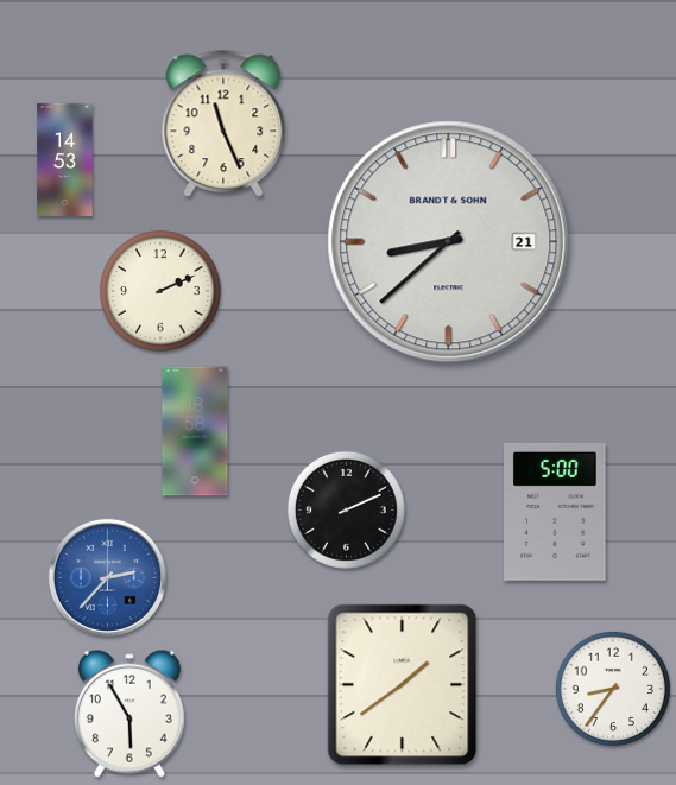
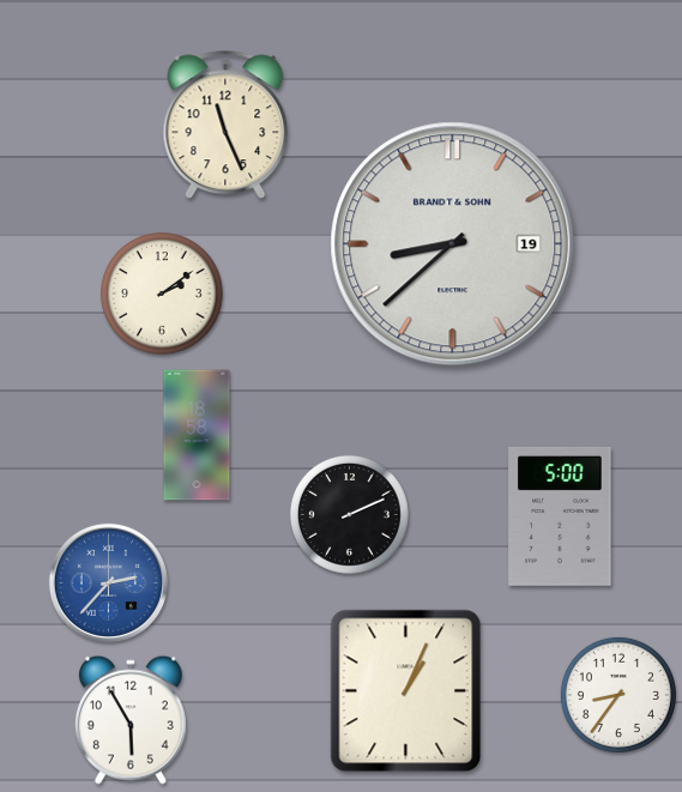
clock at (65, 159): 14:53 -> none
clock at (449, 242) date: 21 -> 19
clock at (160, 291): 2:11 -> 2:09
clock at (403, 685): 1:39 -> 1:04
